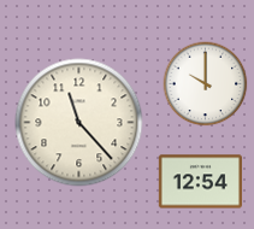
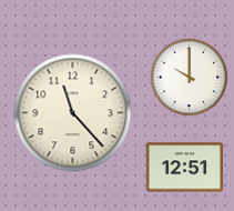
clock at (200, 182): 12:54 -> 12:51
